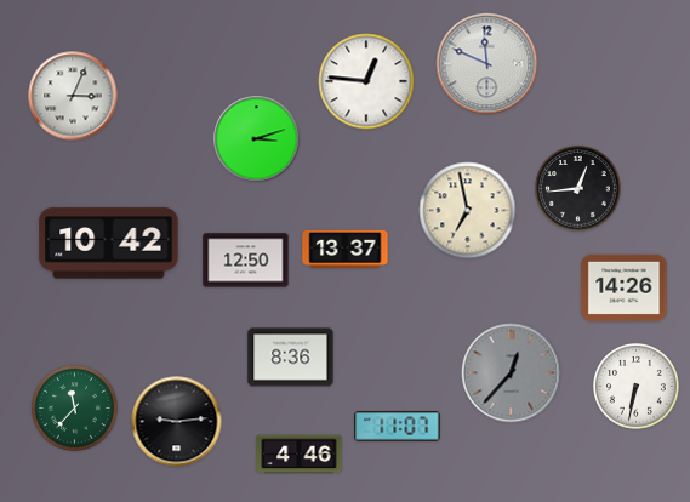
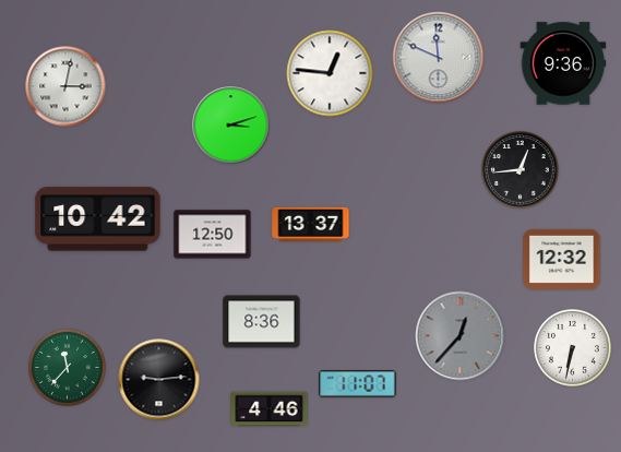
clock at (563, 63): none -> 9:36
clock at (73, 96): 3:04 -> 3:02
clock at (468, 211): 6:58 -> none
clock at (246, 261) position: (246, 261) -> (213, 235)
clock at (625, 287): 14:26 -> 12:32
